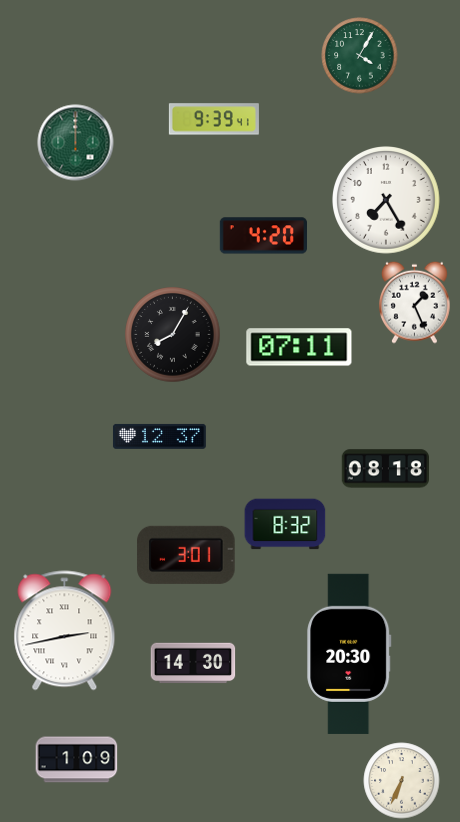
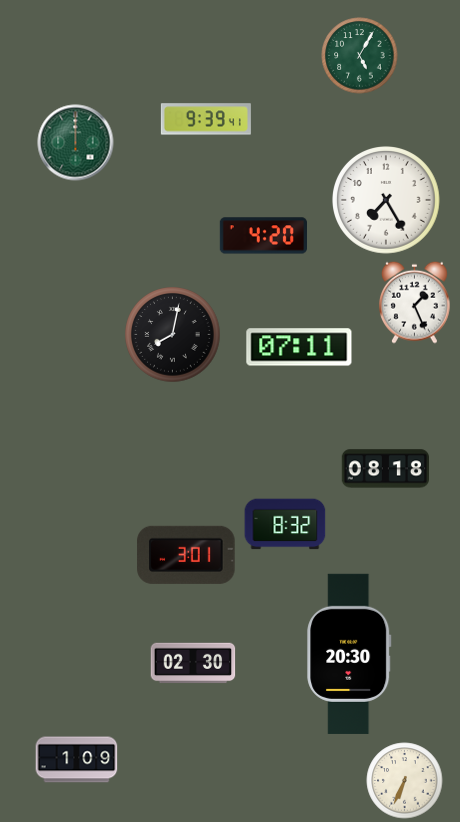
clock at (360, 56): 4:05 -> 5:05
clock at (214, 119) position: (214, 119) -> (206, 119)
clock at (173, 335): 8:05 -> 8:02
clock at (159, 436): 12:37 -> none
clock at (65, 631): 2:43 -> none
clock at (193, 663): 14:30 -> 02:30
clock at (402, 781) position: (402, 781) -> (405, 781)
